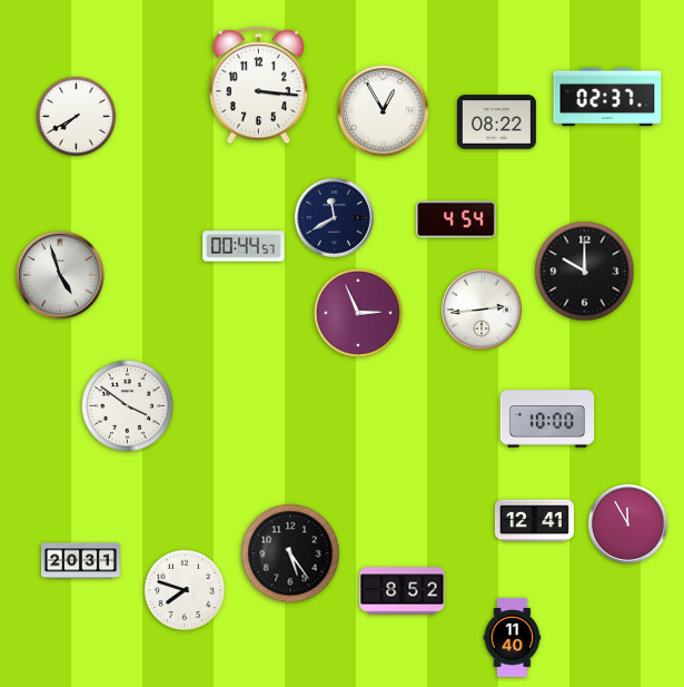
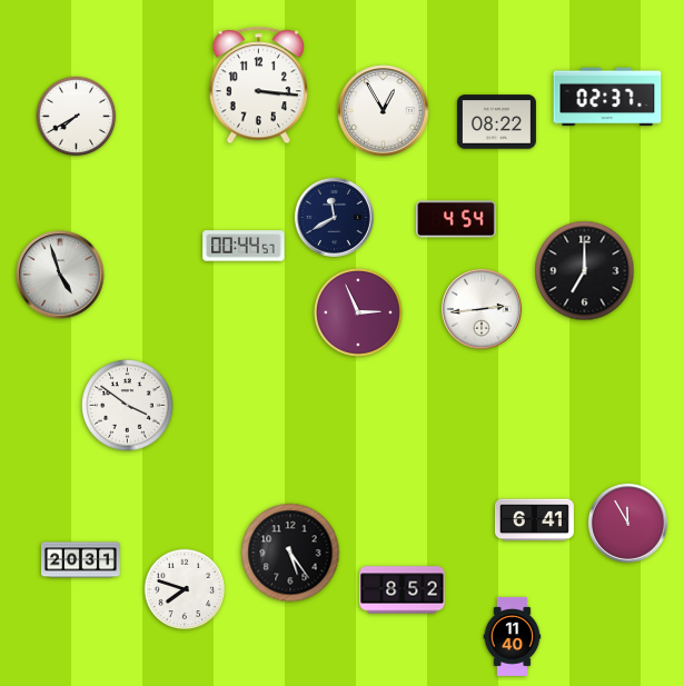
clock at (585, 272): 10:00 -> 7:00
clock at (547, 419): 10:00 -> none
clock at (534, 521): 12:41 -> 6:41
